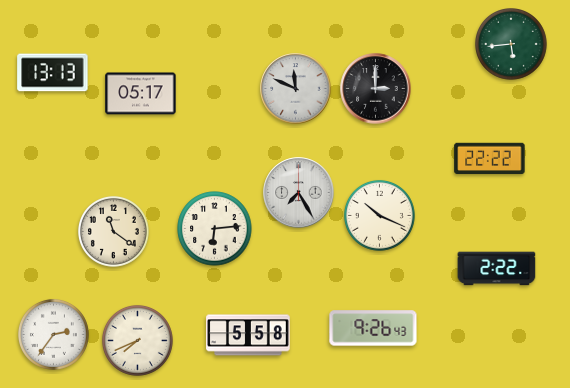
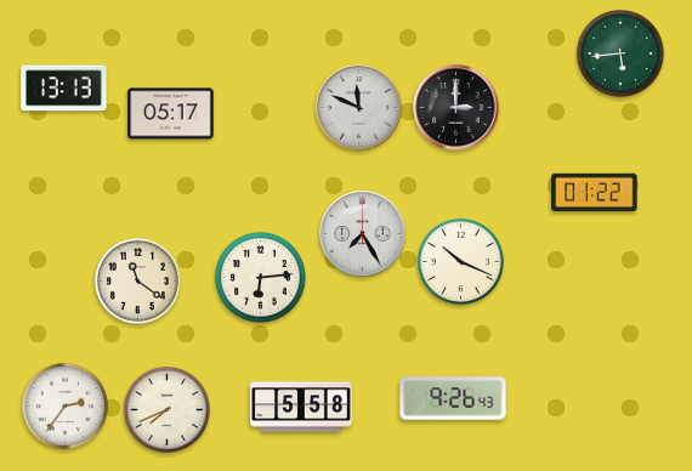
clock at (490, 159): 22:22 -> 01:22
clock at (497, 269): 2:22 -> none
clock at (137, 340) position: (137, 340) -> (166, 409)
